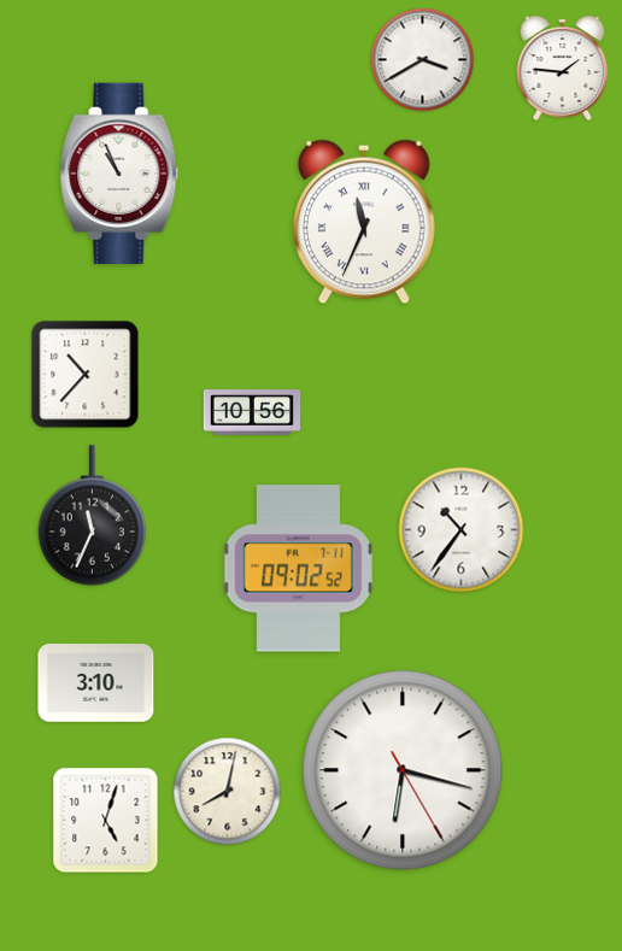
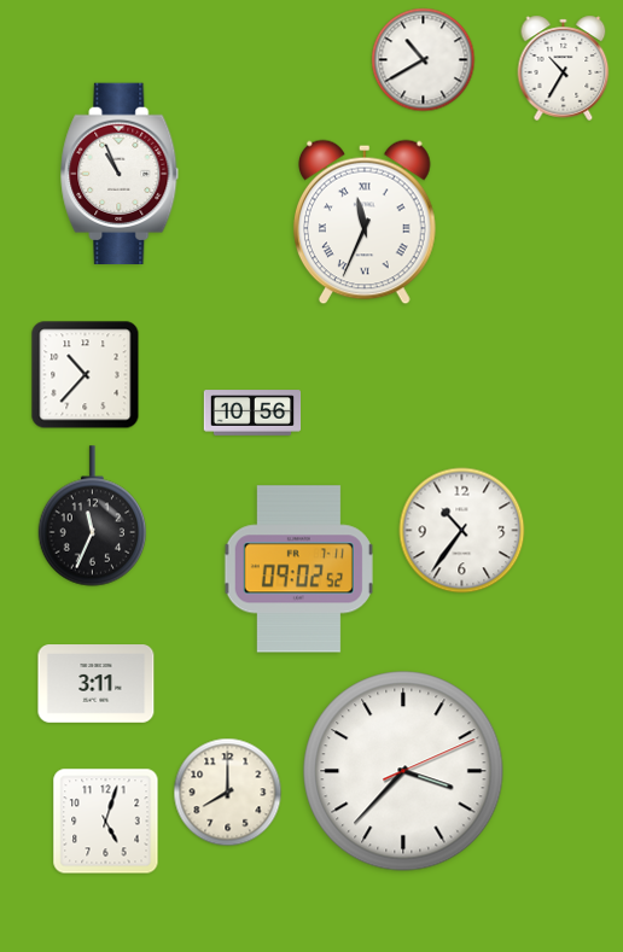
clock at (423, 60): 3:40 -> 10:40
clock at (563, 67): 1:46 -> 10:35
clock at (96, 683): 3:10 -> 3:11
clock at (403, 770): 6:17 -> 3:37
clock at (228, 792): 8:02 -> 8:00
